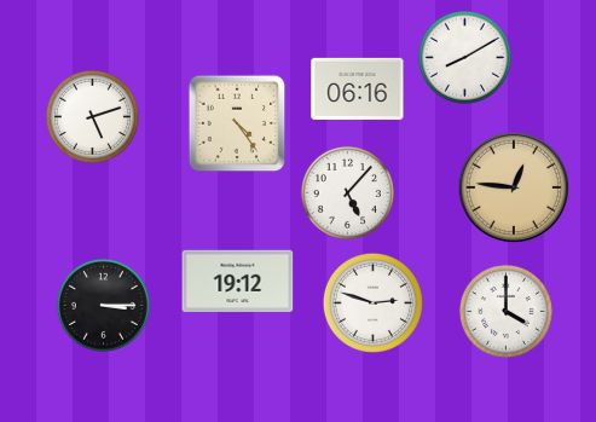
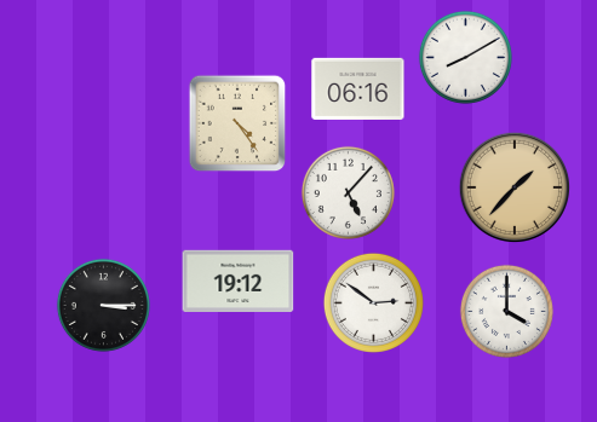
clock at (92, 116): 5:12 -> none
clock at (514, 187): 12:46 -> 1:37
clock at (372, 302): 2:48 -> 2:51
